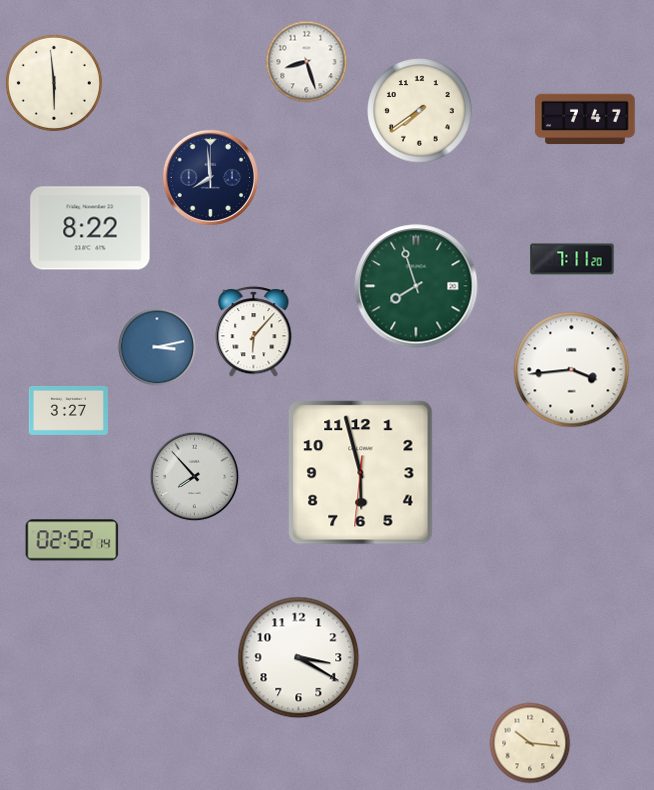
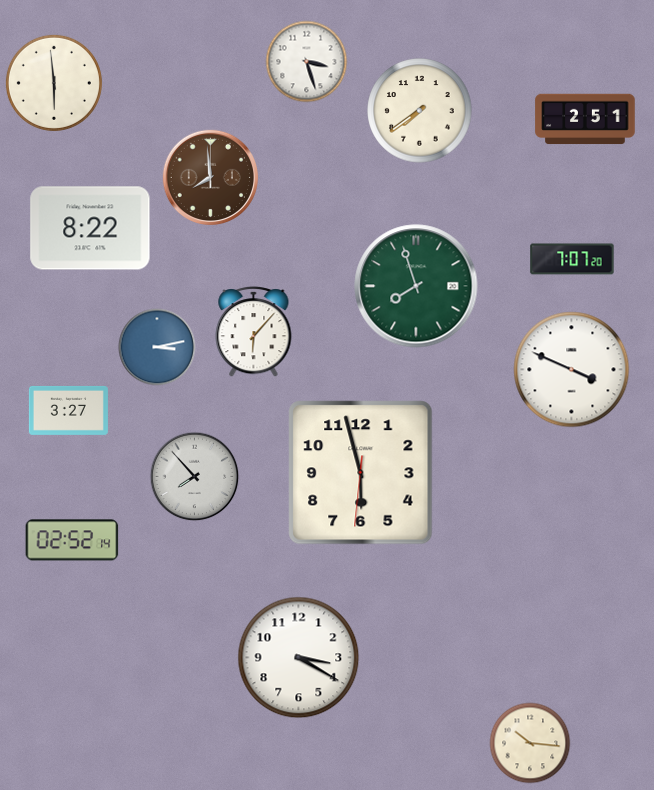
clock at (307, 62): 8:27 -> 3:27
clock at (585, 119): 7:47 -> 2:51
clock at (210, 177) dial: navy -> brown
clock at (572, 259): 7:11 -> 7:07
clock at (572, 370): 3:44 -> 3:49
